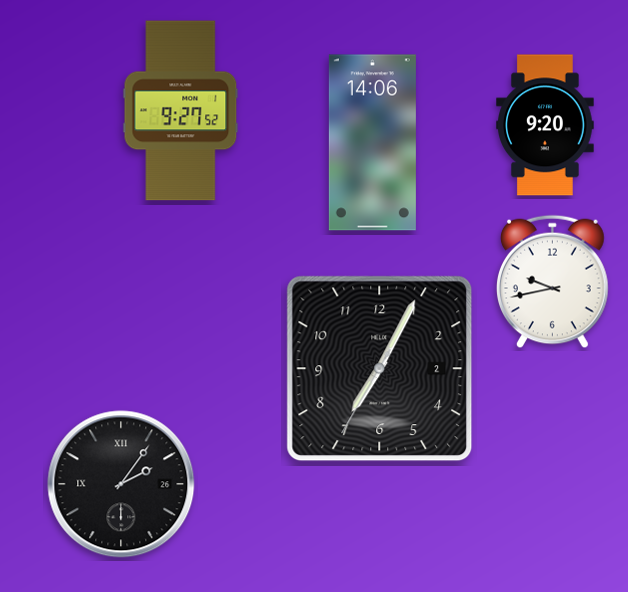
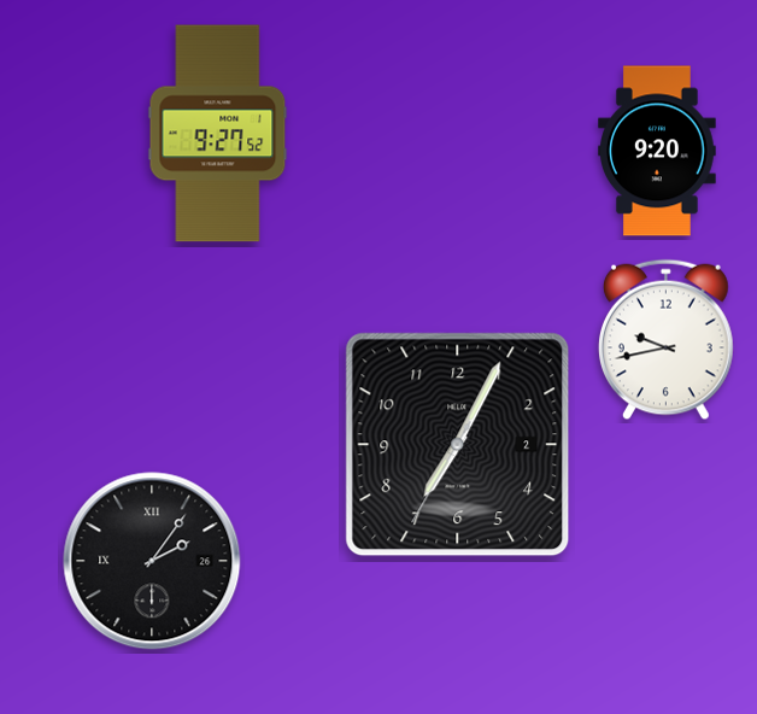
clock at (372, 143): 14:06 -> none
clock at (121, 484) position: (121, 484) -> (152, 561)
